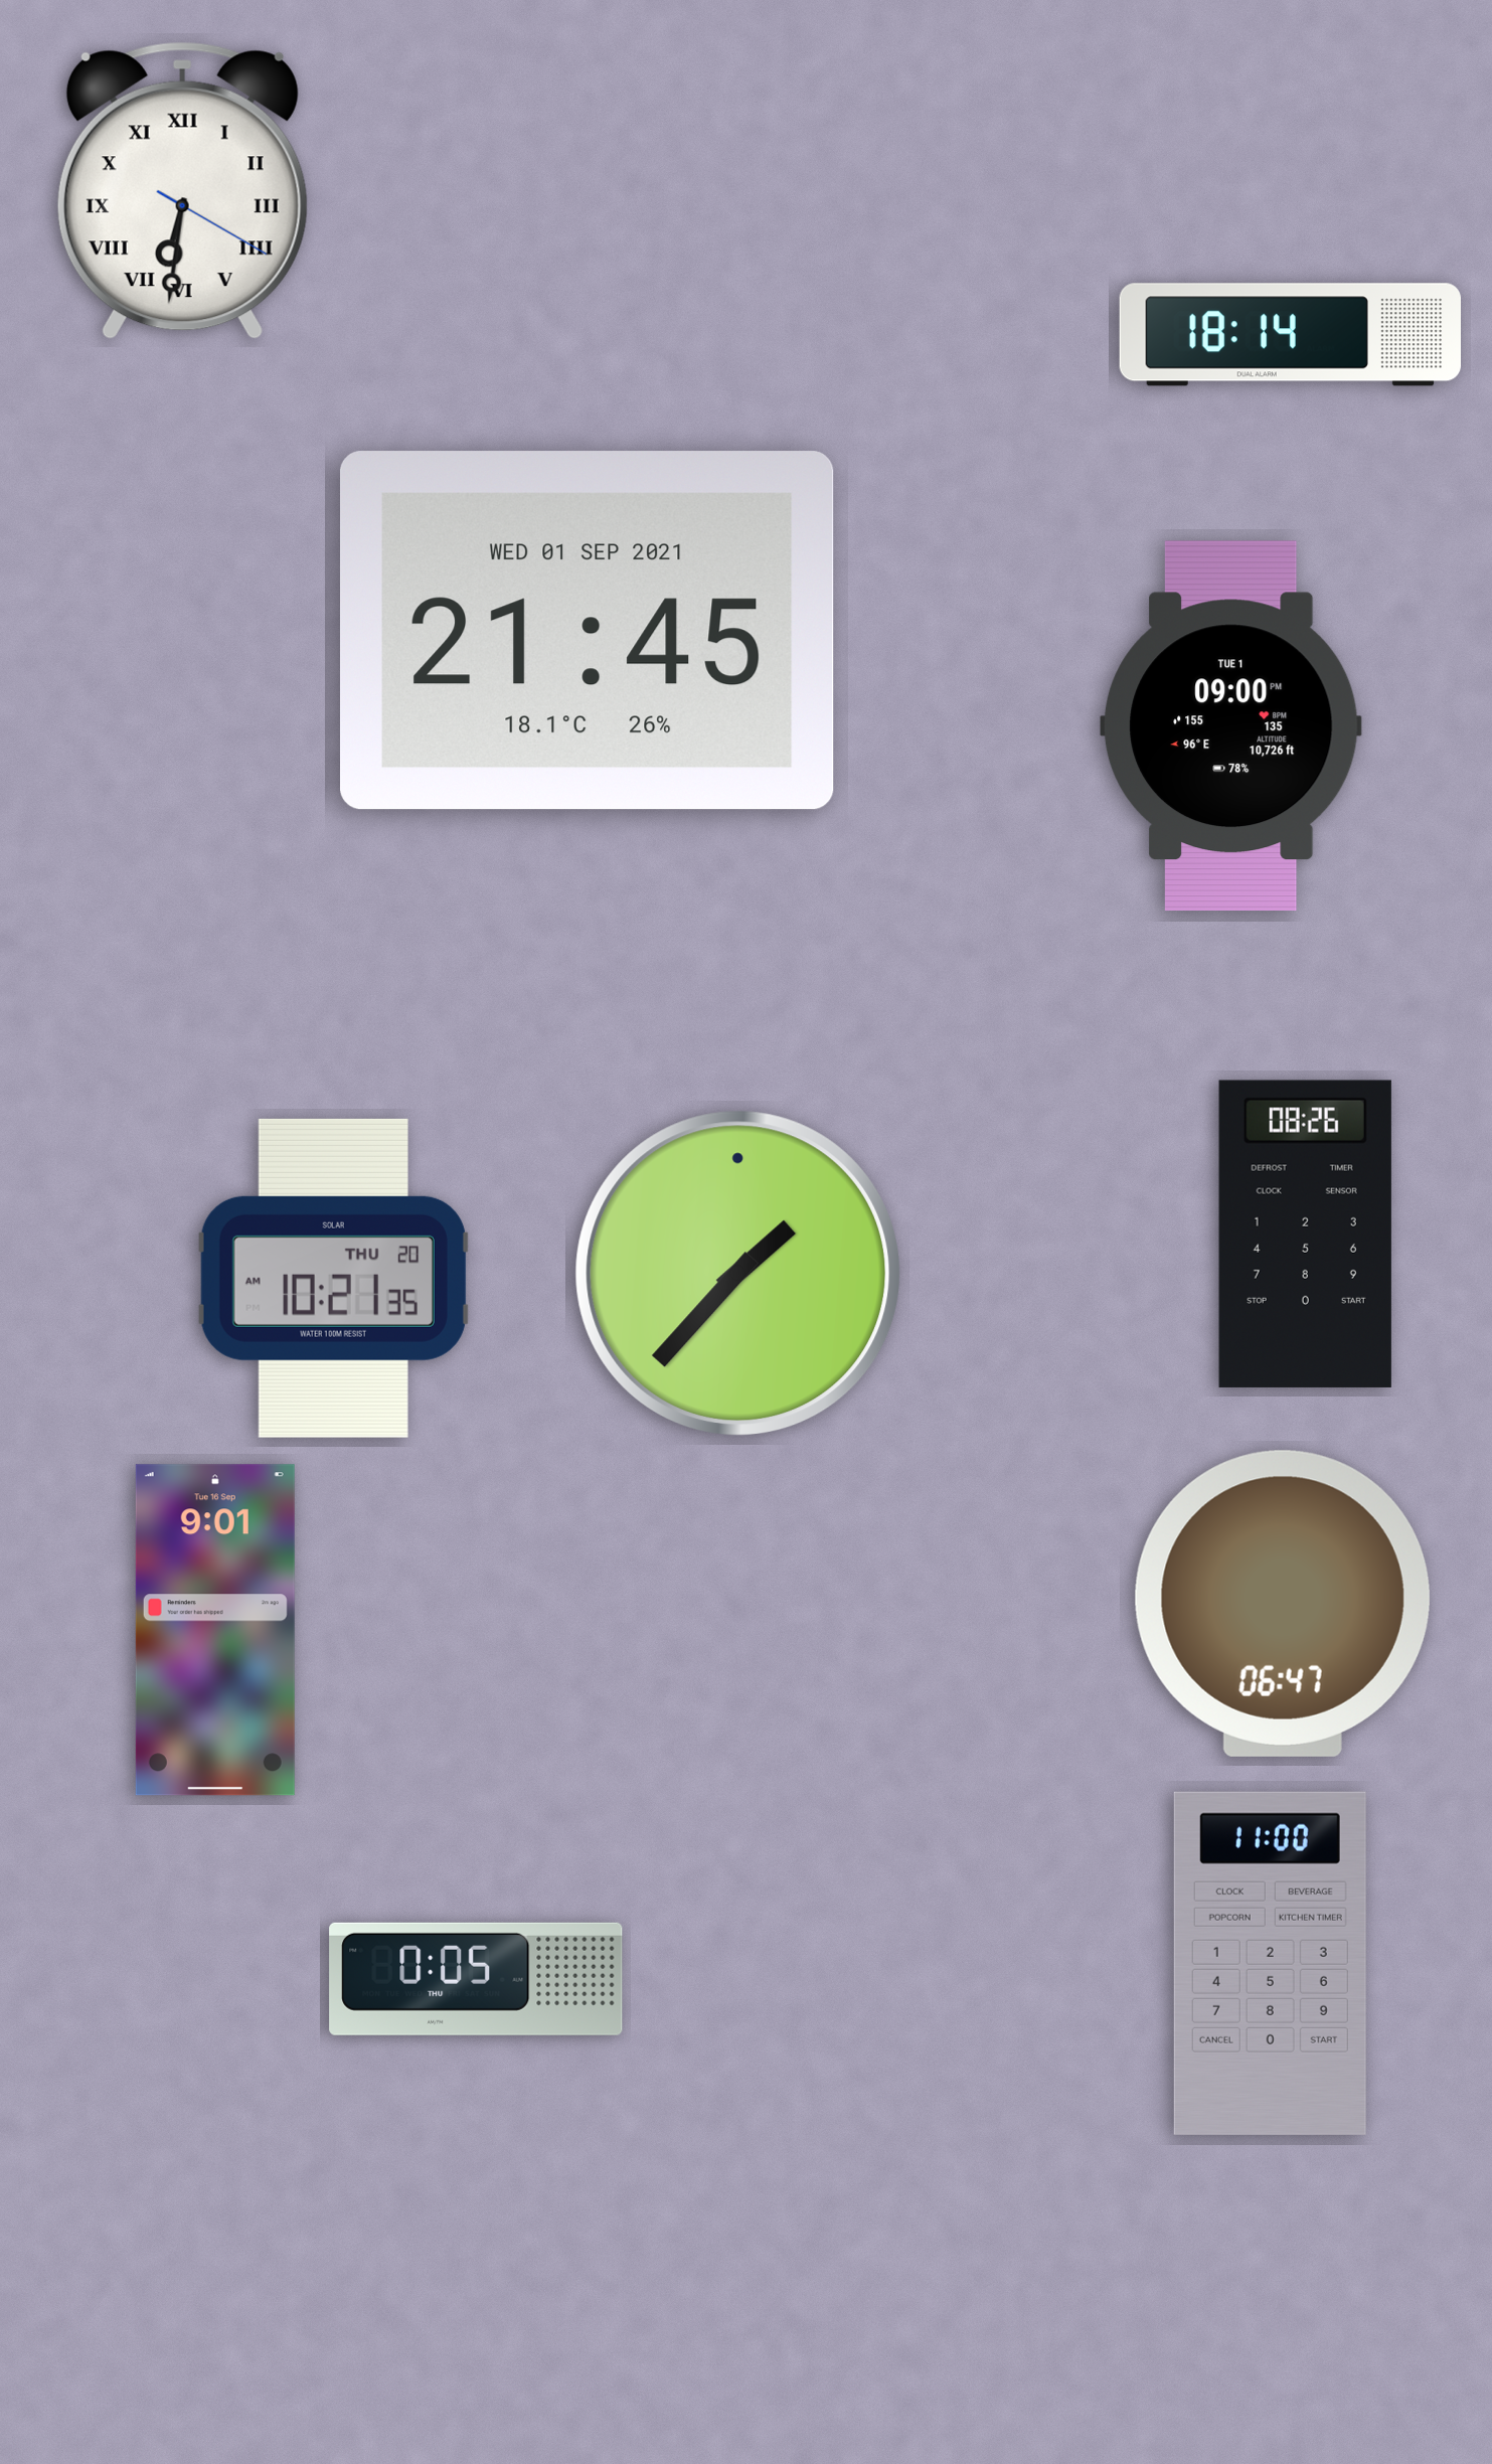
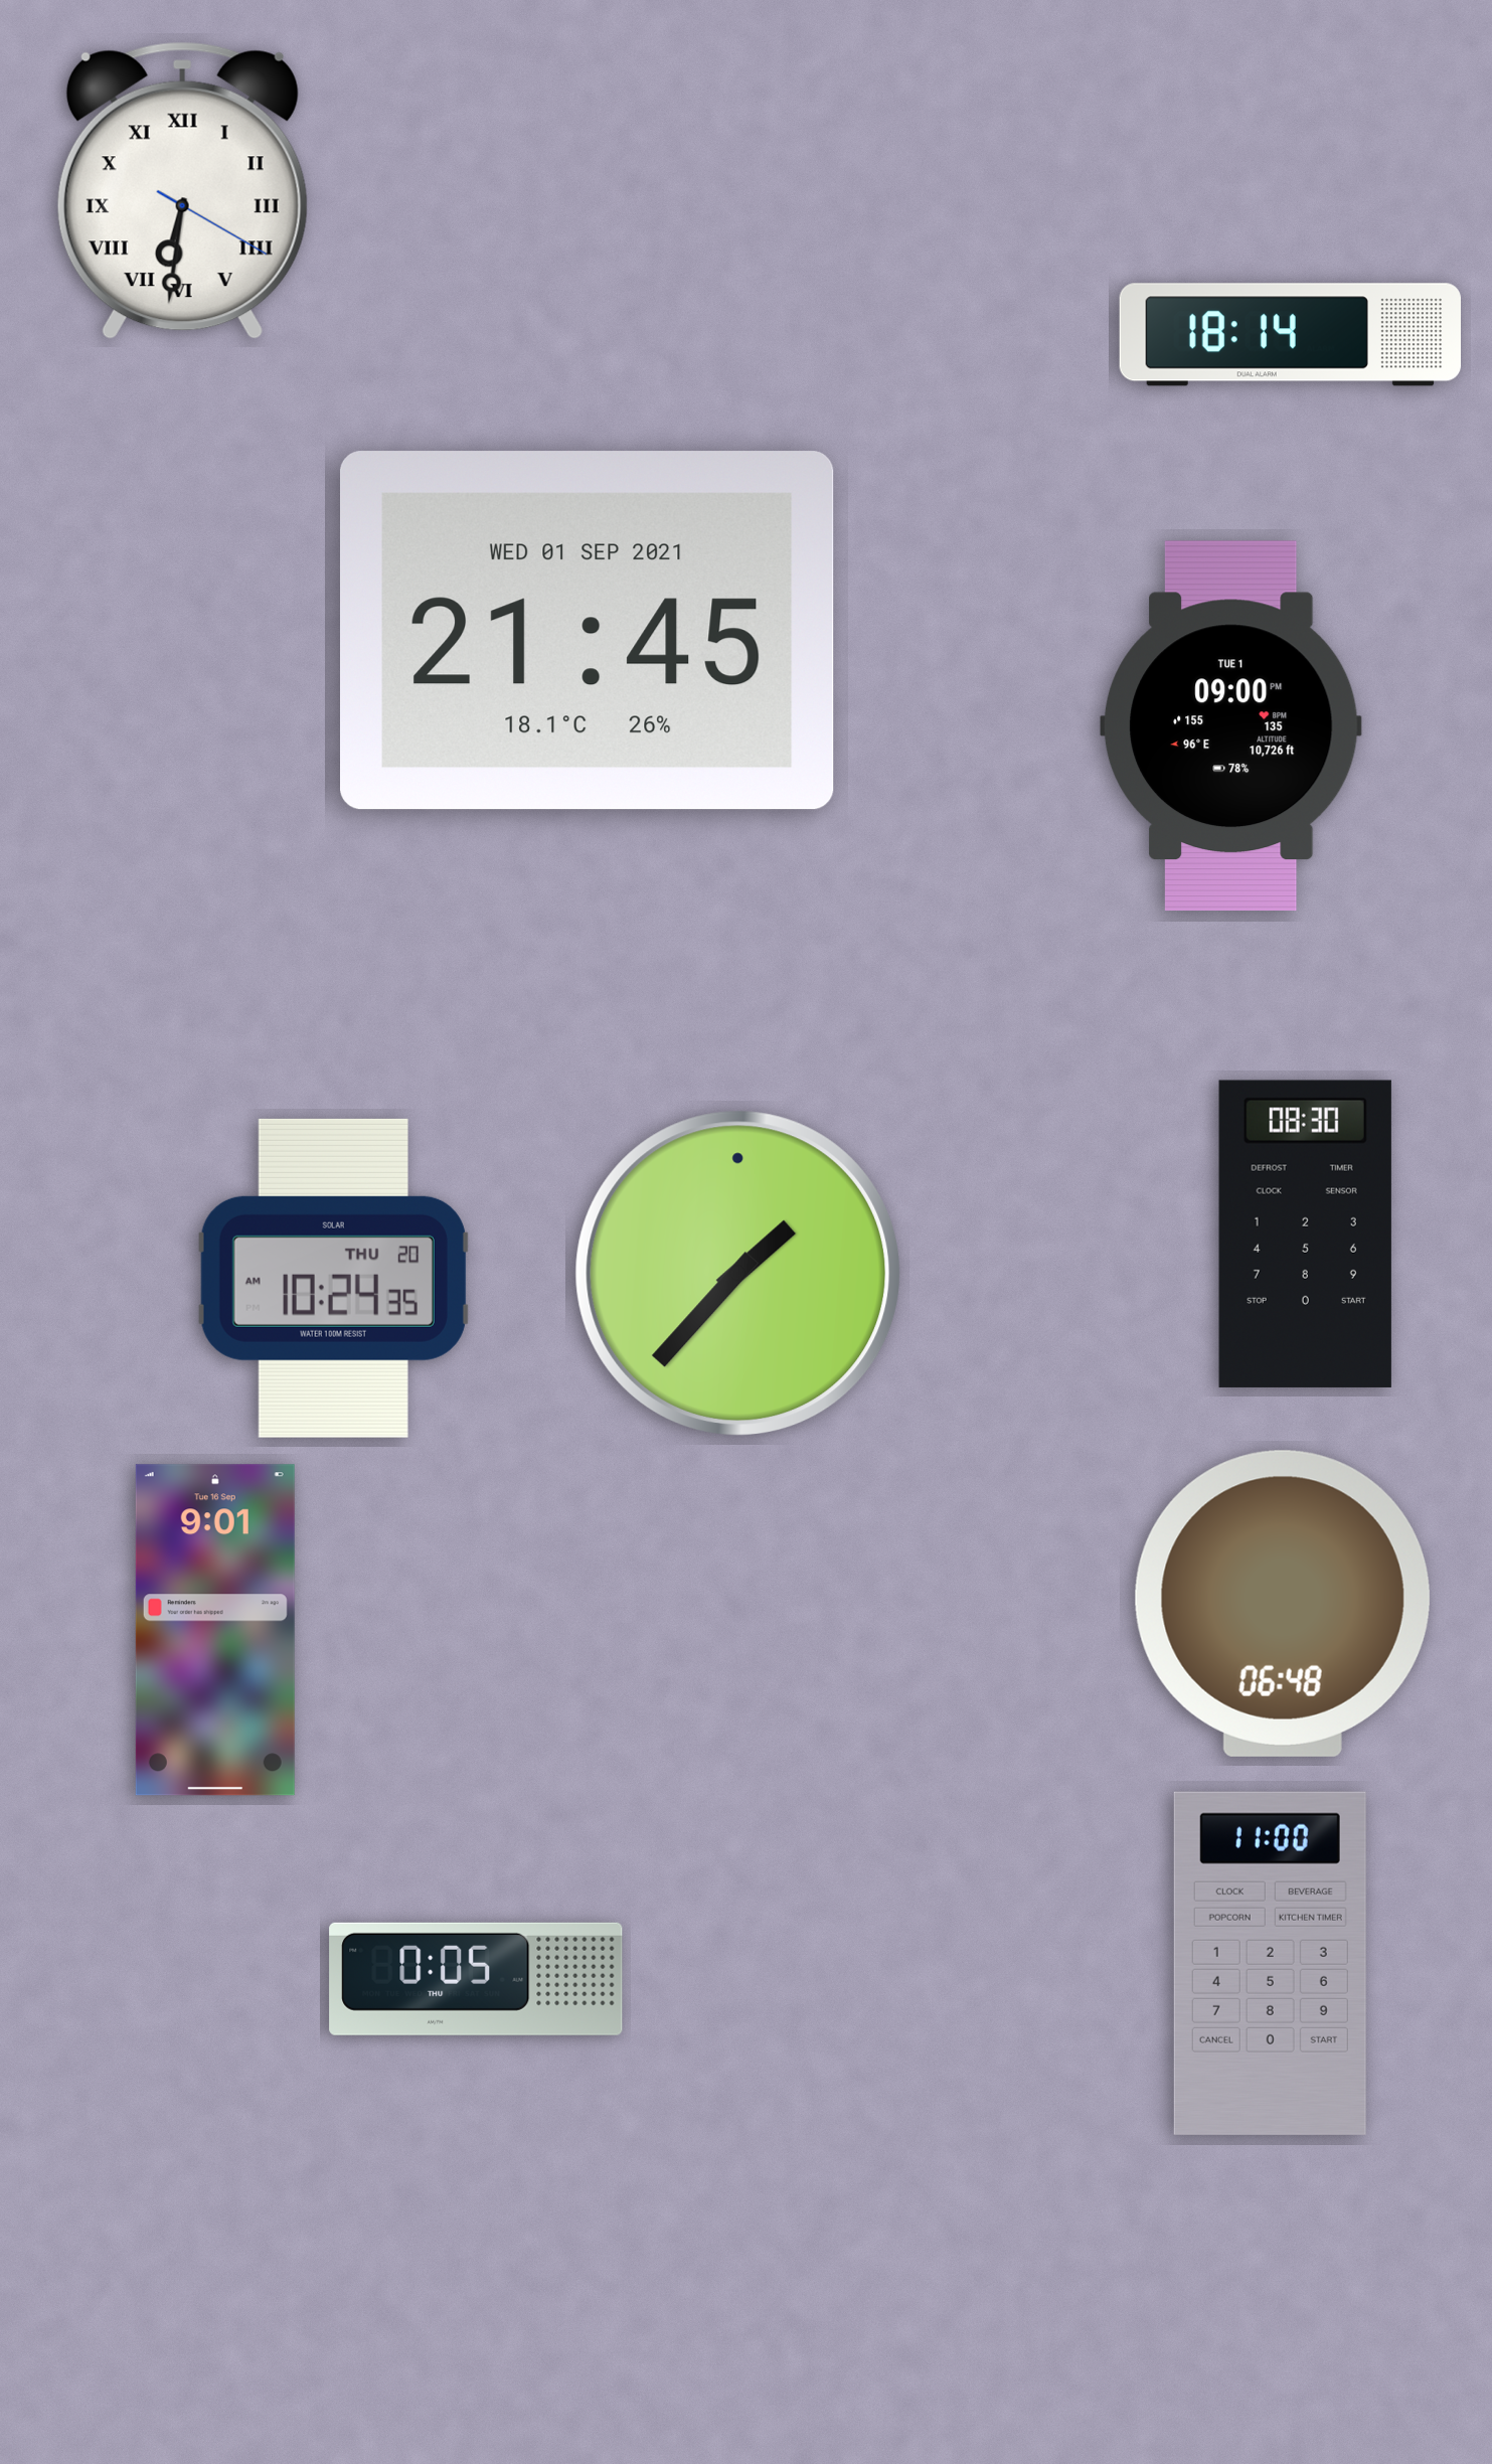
clock at (1305, 1234): 08:26 -> 08:30
clock at (333, 1278): 10:21 -> 10:24
clock at (1283, 1604): 06:47 -> 06:48
